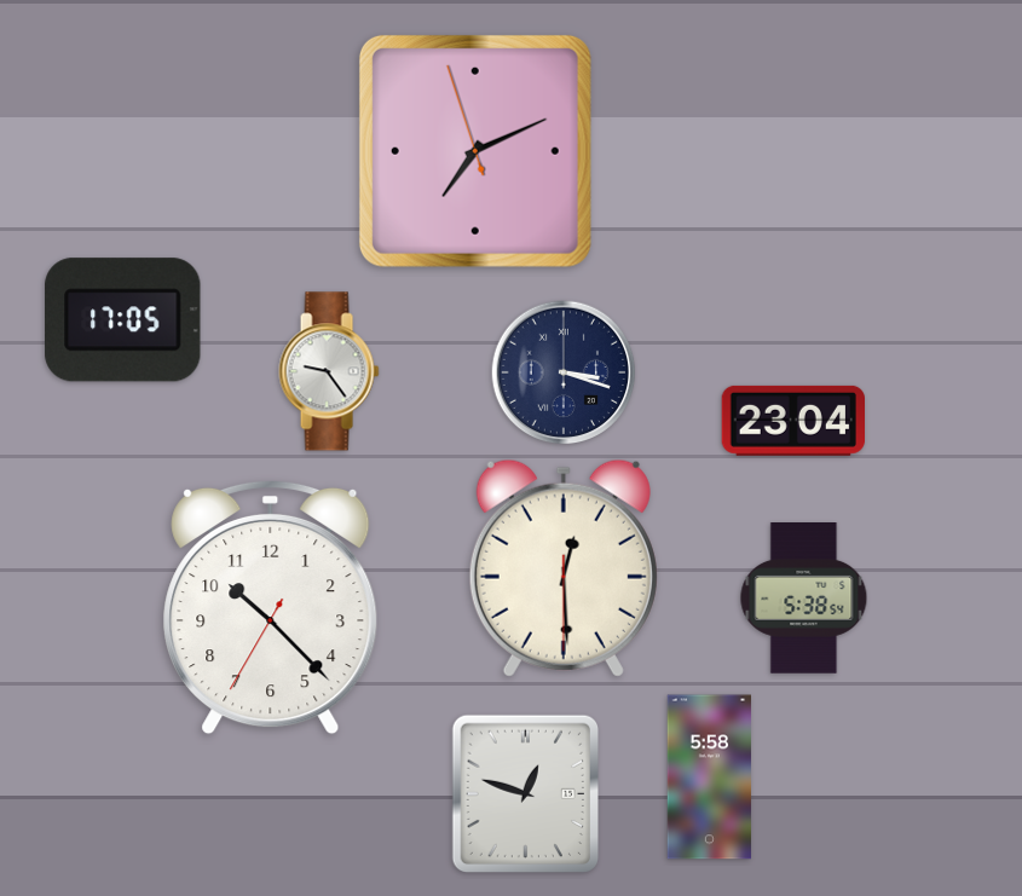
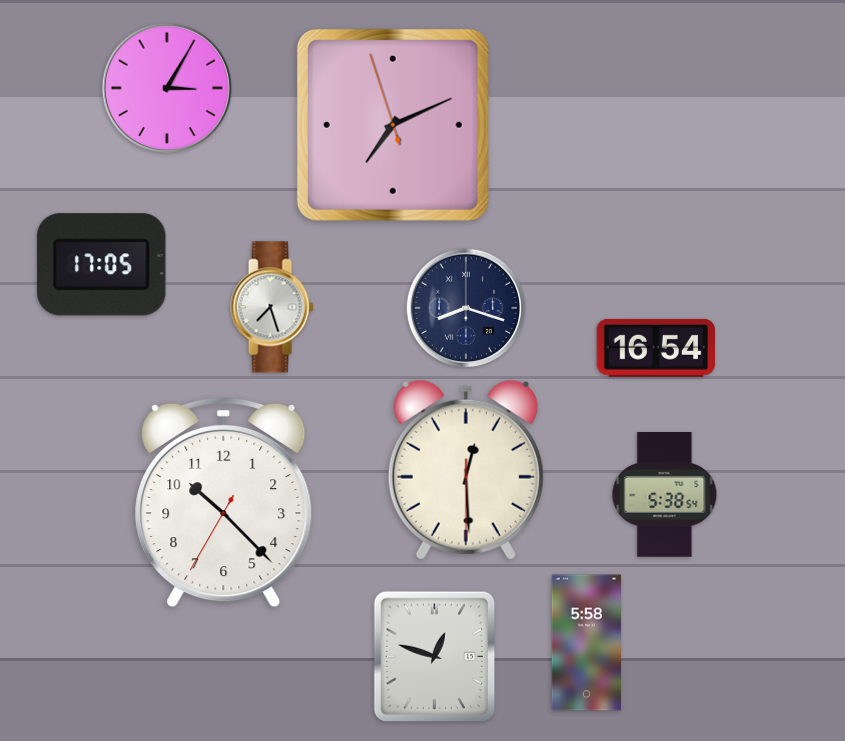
clock at (166, 87): none -> 3:05
clock at (329, 371): 9:24 -> 7:27
clock at (564, 372): 3:18 -> 8:18
clock at (792, 421): 23:04 -> 16:54
